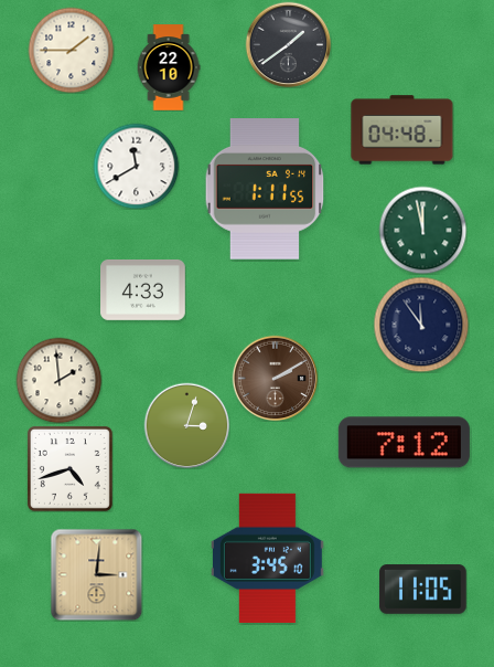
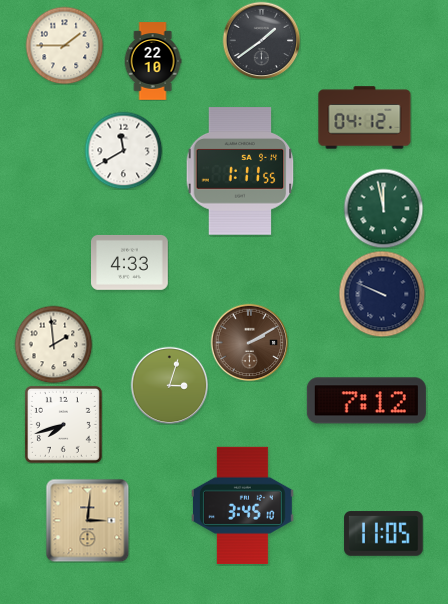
clock at (402, 130): 04:48 -> 04:12
clock at (421, 325): 11:54 -> 9:49
clock at (69, 468): 4:42 -> 7:42
